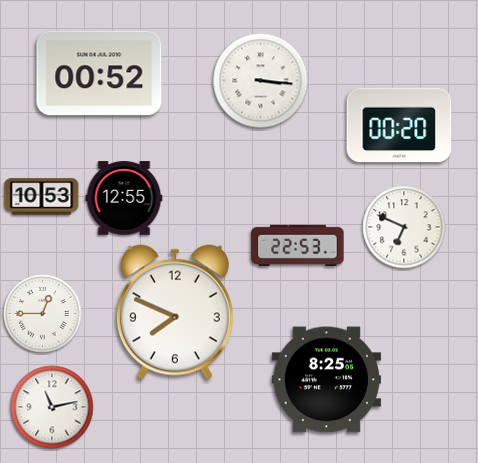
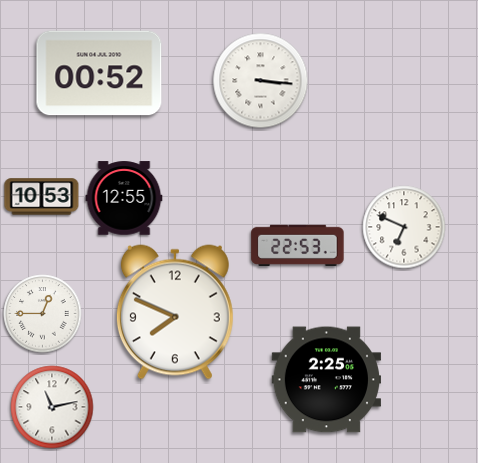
clock at (399, 125): 00:20 -> none
clock at (326, 380): 8:25 -> 2:25
